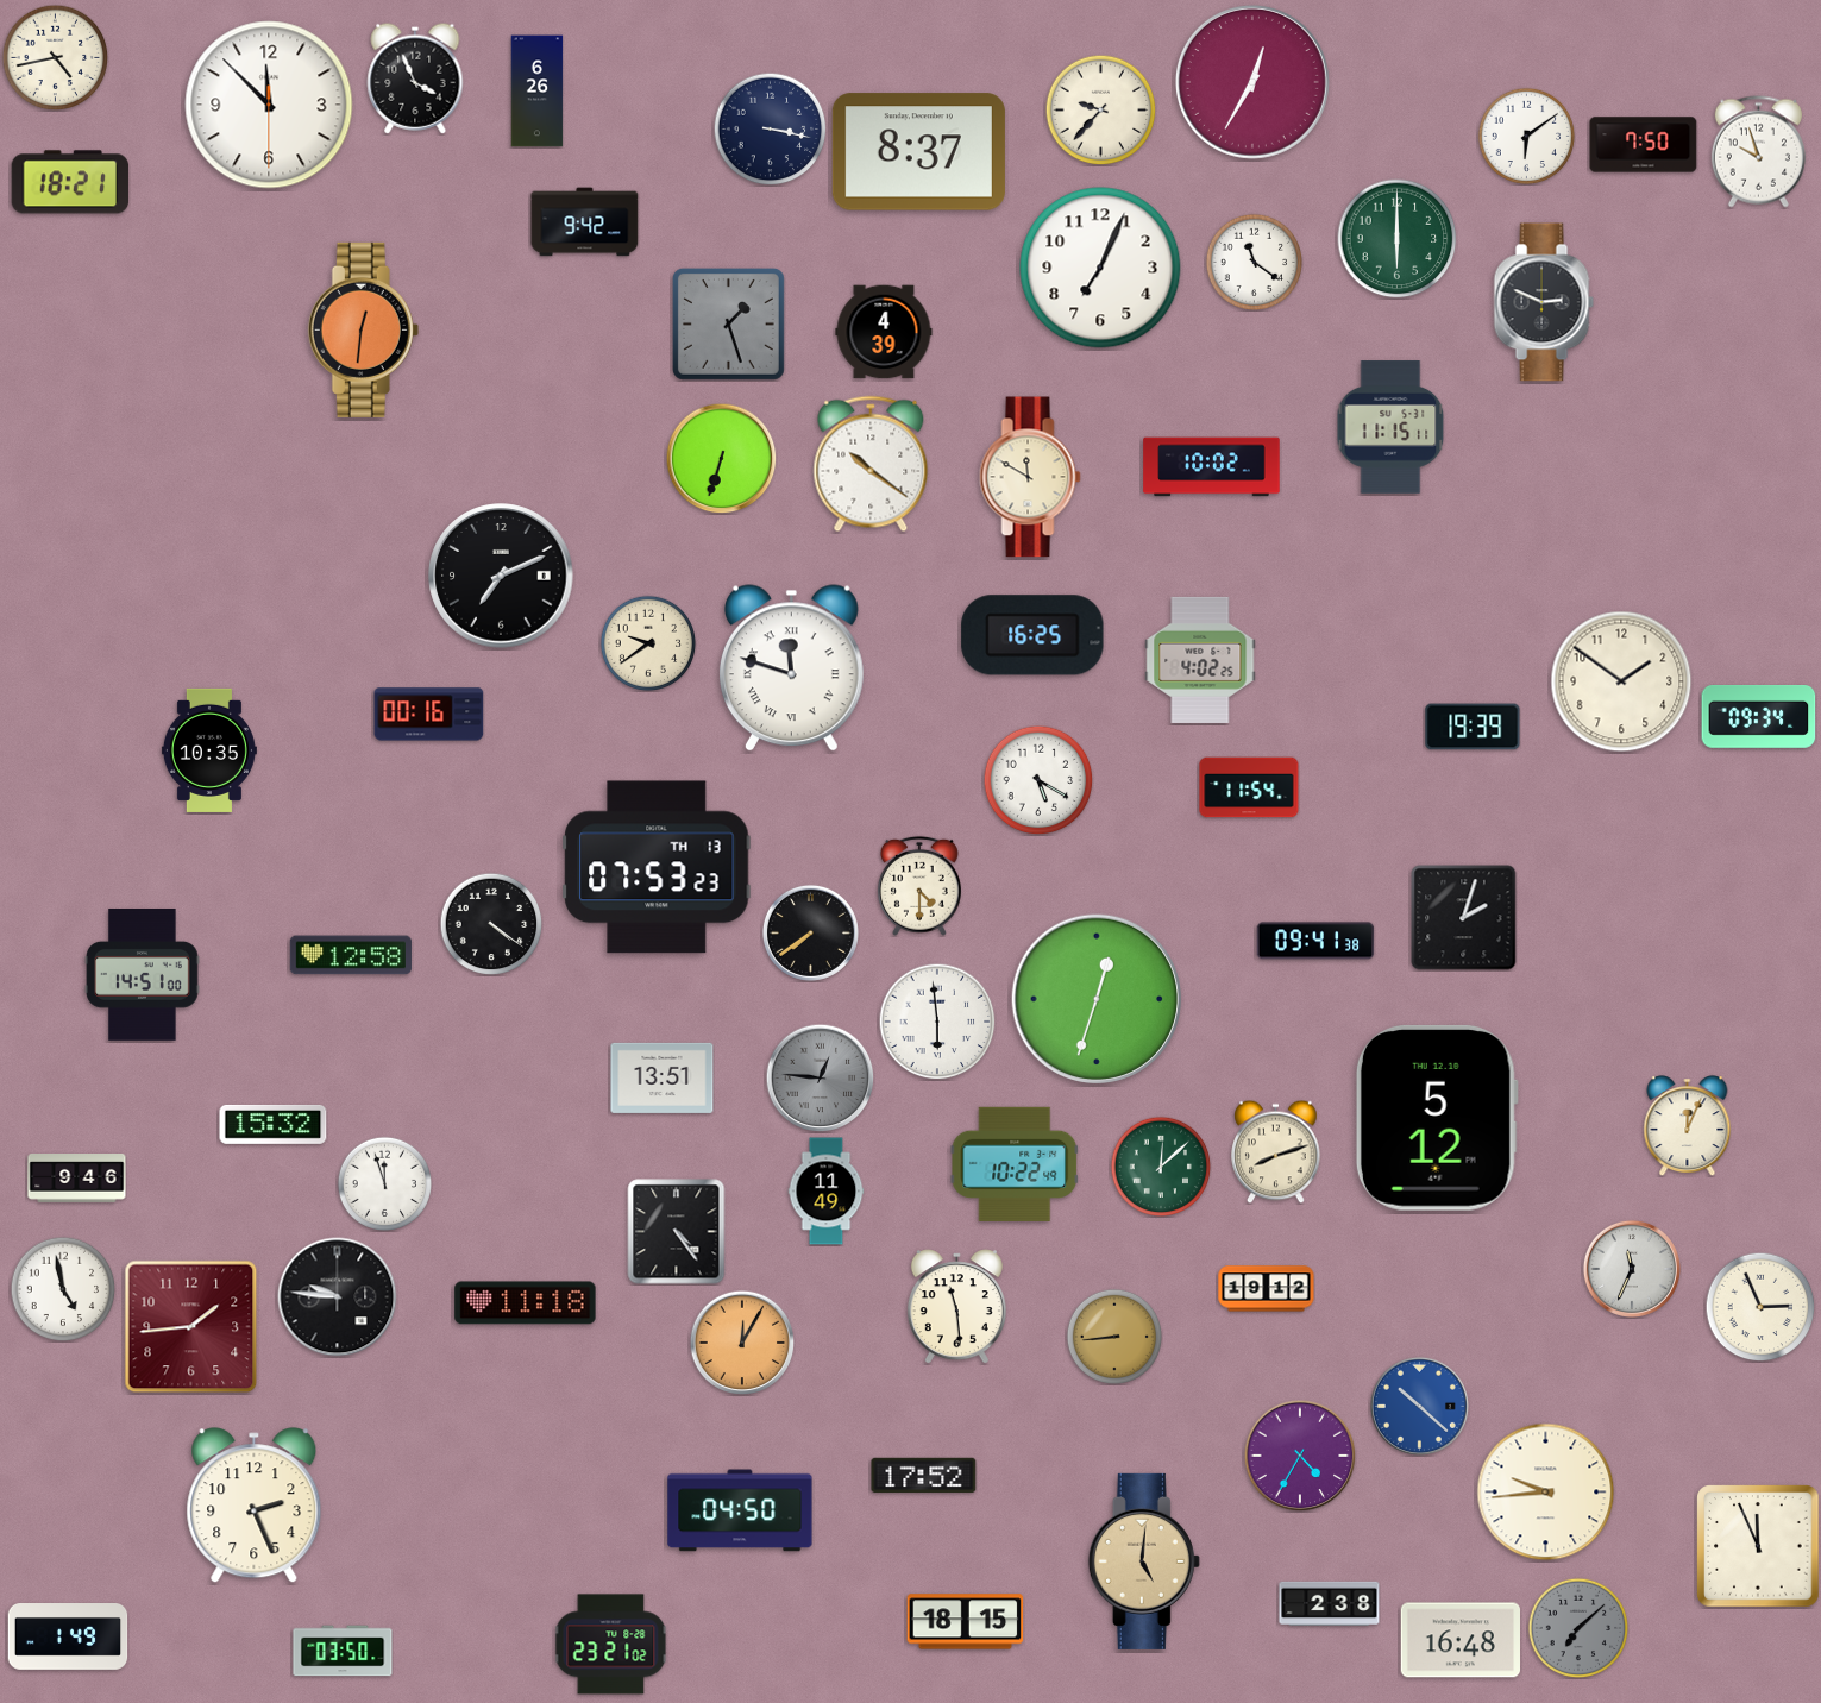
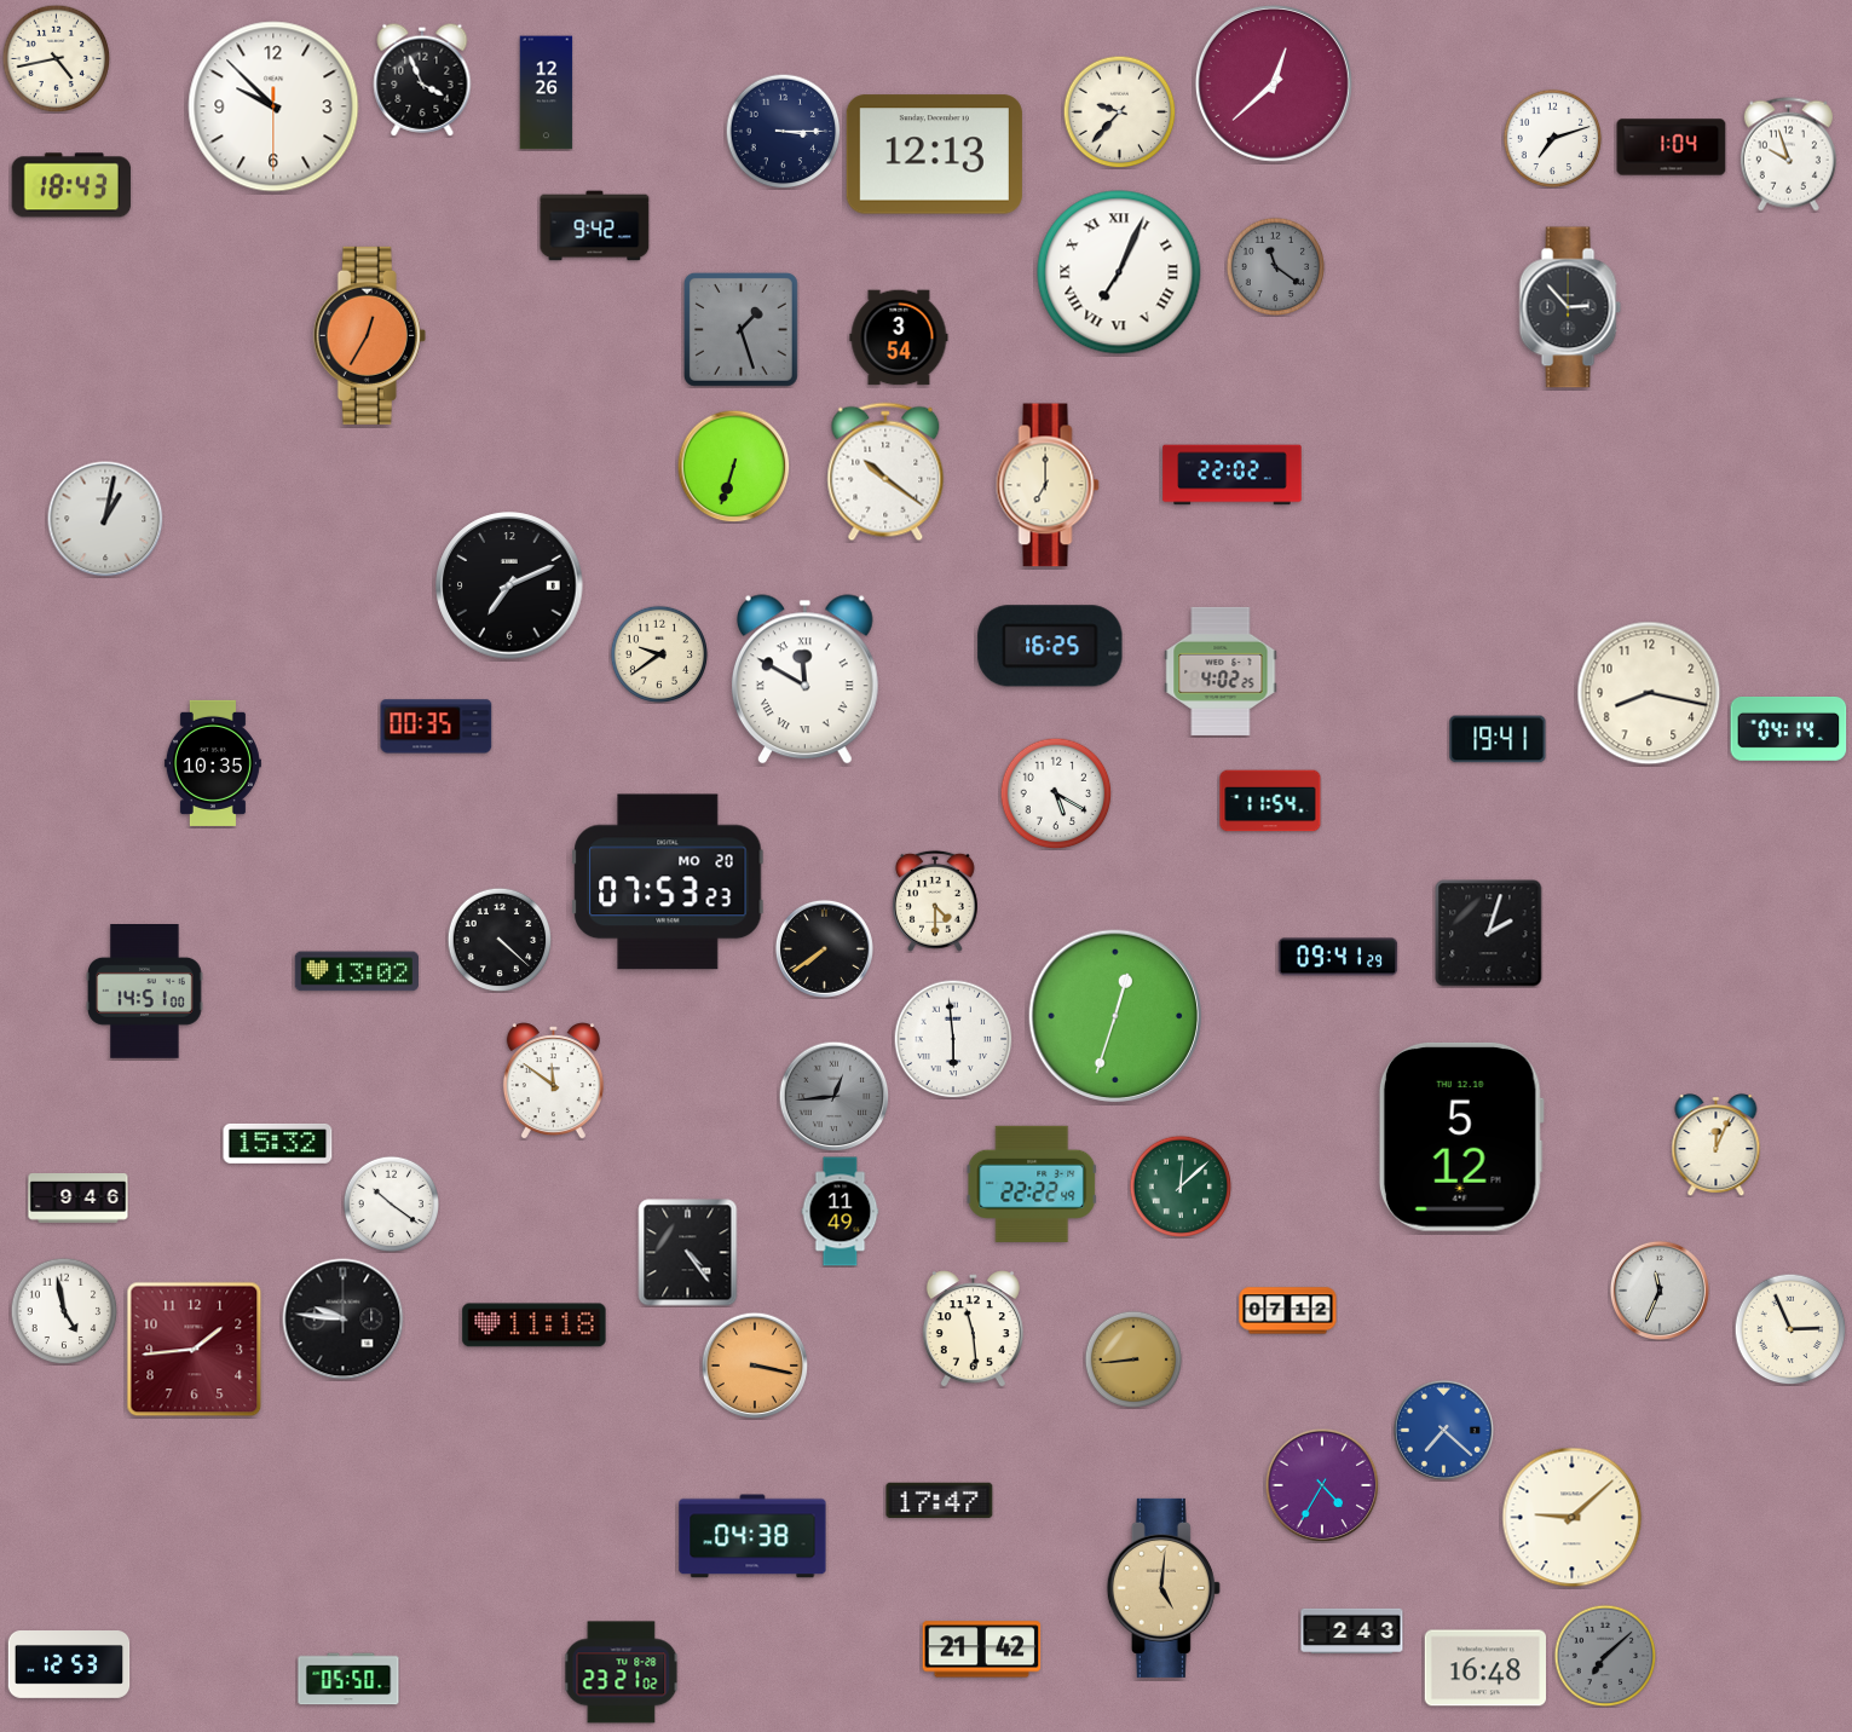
clock at (1252, 82): 12:35 -> 12:38
clock at (538, 92): 6:26 -> 12:26
clock at (269, 105): 11:52 -> 9:52
clock at (770, 128): 3:17 -> 3:15
clock at (1526, 136): 6:09 -> 7:12
clock at (1644, 145): 7:50 -> 1:04
clock at (918, 152): 8:37 -> 12:13
clock at (70, 182): 18:21 -> 18:43
clock at (1398, 239): 6:00 -> none
clock at (1254, 262) dial: white -> grey
clock at (1100, 268) numerals: Arabic -> Roman
clock at (1544, 302): 2:49 -> 2:53
clock at (363, 329): 12:31 -> 12:35
clock at (884, 332): 4:39 -> 3:54
clock at (1390, 427): 11:15 -> none
clock at (1212, 467): 10:02 -> 22:02
clock at (1030, 477): 11:50 -> 7:00
clock at (105, 519): none -> 1:02
clock at (791, 668): 11:48 -> 11:50
clock at (1621, 681): 1:51 -> 8:17
clock at (429, 715): 00:16 -> 00:35
clock at (1759, 717): 09:34 -> 04:14
clock at (1473, 727): 19:39 -> 19:41
clock at (657, 867) date: TH 13 -> MO 20
clock at (491, 924): 4:21 -> 4:22
clock at (1315, 941): 09:41:38 -> 09:41:29
clock at (351, 955): 12:58 -> 13:02
clock at (553, 1081): none -> 11:51
clock at (663, 1077): 13:51 -> none
clock at (820, 1077): 12:46 -> 12:44
clock at (1276, 1151): 8:12 -> none
clock at (1015, 1164): 10:22 -> 22:22
clock at (384, 1183): 11:57 -> 10:21
clock at (1267, 1289): 19:12 -> 07:12
clock at (742, 1343): 12:05 -> 3:17
clock at (1419, 1406): 10:22 -> 7:22
clock at (1300, 1456) position: (1300, 1456) -> (1322, 1485)
clock at (924, 1475): 17:52 -> 17:47
clock at (1546, 1493): 9:44 -> 9:08
clock at (255, 1506): 2:26 -> none
clock at (740, 1510): 04:50 -> 04:38
clock at (1758, 1546): 11:56 -> none
clock at (1330, 1603): 2:38 -> 2:43
clock at (966, 1622): 18:15 -> 21:42
clock at (68, 1638): 1:49 -> 12:53
clock at (343, 1651): 03:50 -> 05:50
